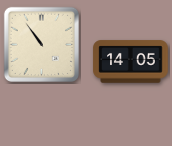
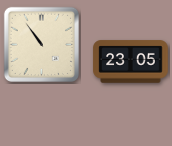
clock at (131, 62): 14:05 -> 23:05
